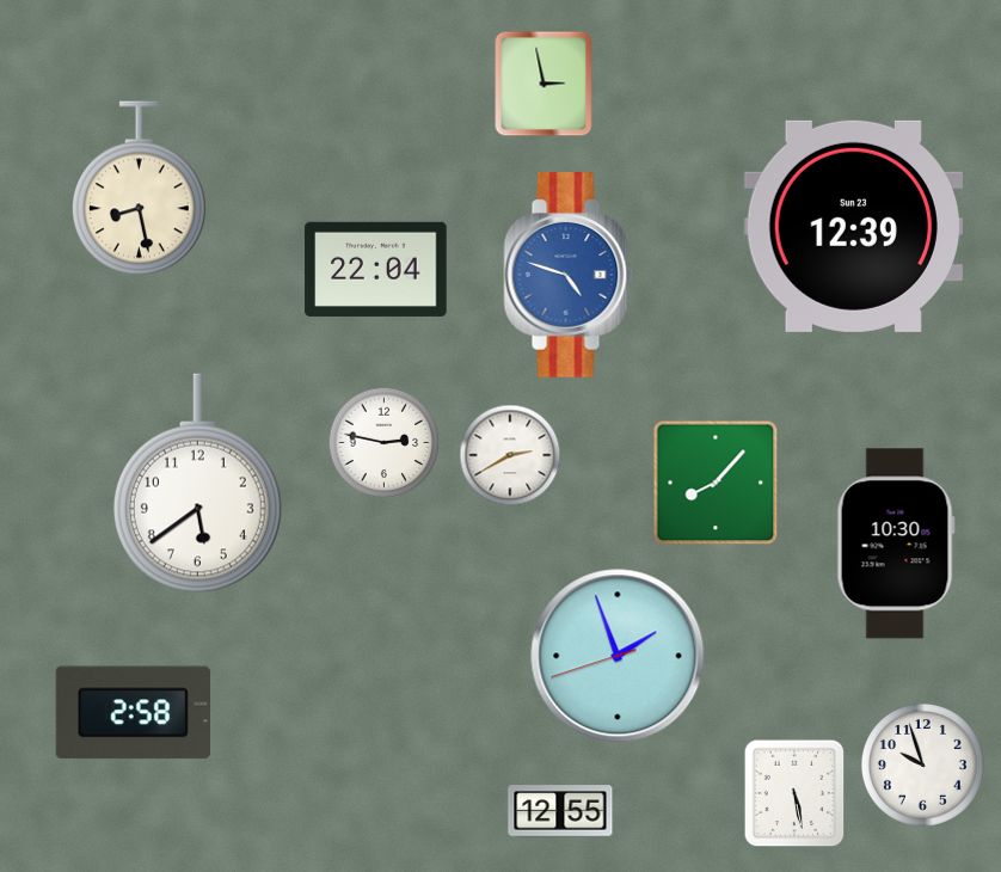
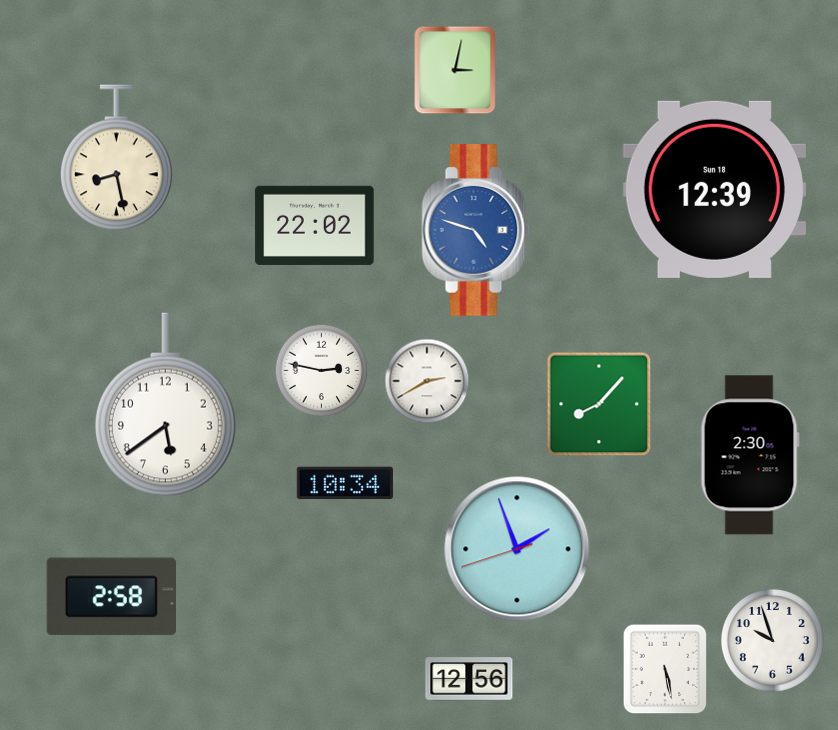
clock at (544, 84): 2:58 -> 3:02
clock at (853, 226) date: Sun 23 -> Sun 18
clock at (376, 269): 22:04 -> 22:02
clock at (896, 544): 10:30 -> 2:30
clock at (345, 483): none -> 10:34
clock at (794, 793) position: (794, 793) -> (665, 669)
clock at (560, 811): 12:55 -> 12:56
